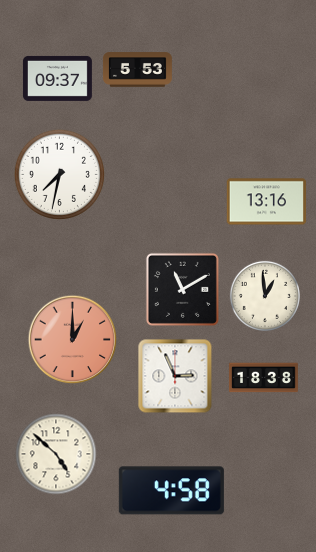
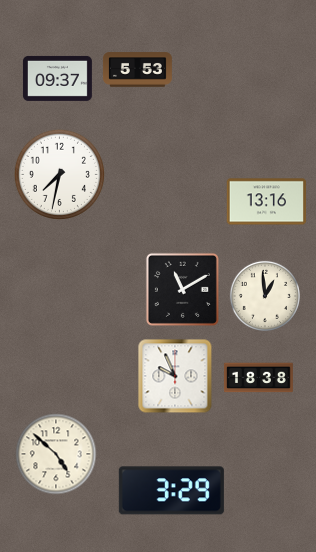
clock at (73, 340): 1:00 -> none
clock at (175, 376): 2:56 -> 9:56
clock at (264, 378) position: (264, 378) -> (259, 378)
clock at (171, 491): 4:58 -> 3:29
